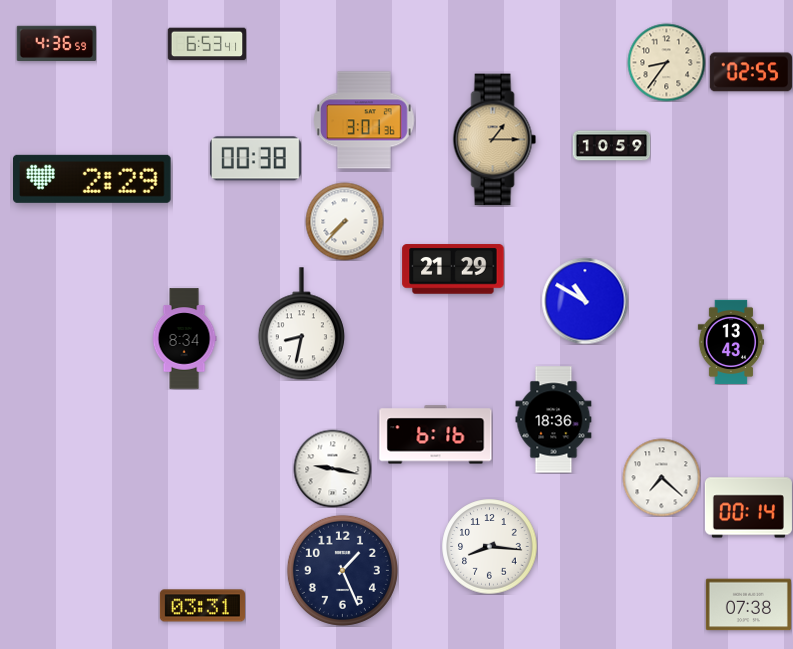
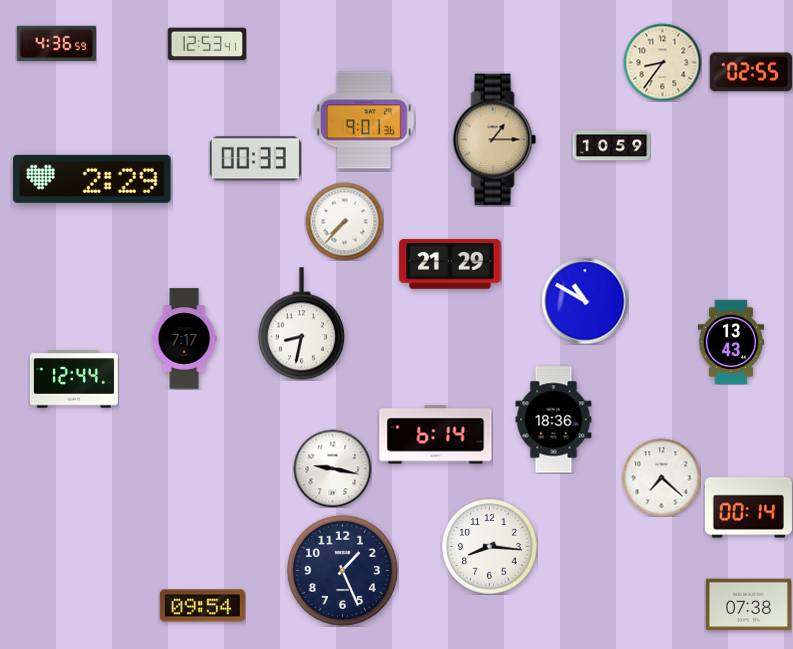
clock at (207, 44): 6:53 -> 12:53
clock at (666, 62) position: (666, 62) -> (662, 62)
clock at (365, 120): 3:01 -> 9:01
clock at (255, 159): 00:38 -> 00:33
clock at (453, 269) position: (453, 269) -> (450, 264)
clock at (184, 339): 8:34 -> 7:17
clock at (74, 379): none -> 12:44
clock at (436, 435): 6:16 -> 6:14
clock at (202, 606): 03:31 -> 09:54
